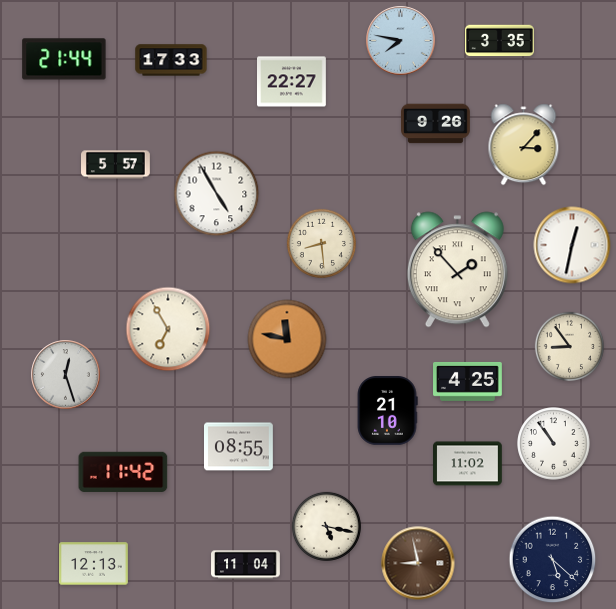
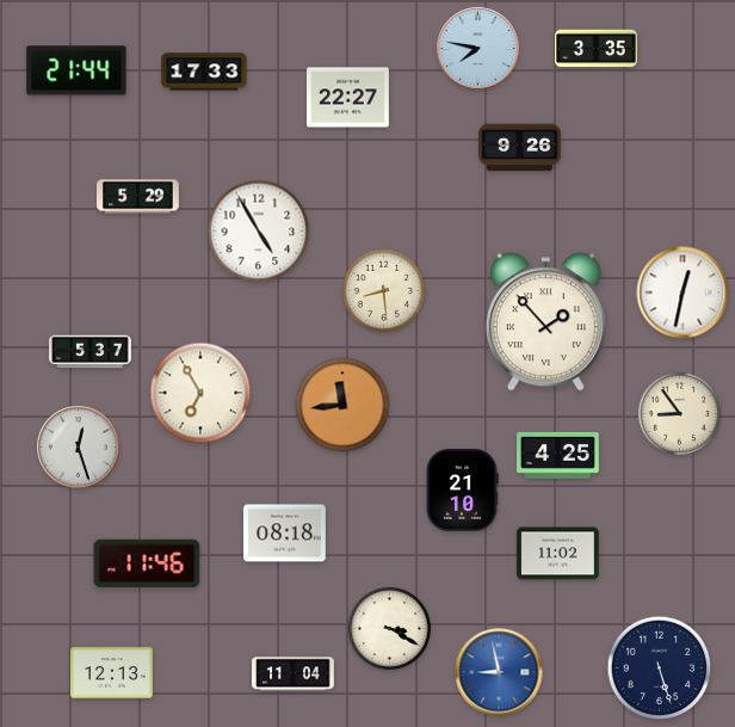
clock at (524, 145): 3:07 -> none
clock at (116, 165): 5:57 -> 5:29
clock at (91, 352): none -> 5:37
clock at (287, 339): 11:47 -> 11:44
clock at (554, 444): 10:54 -> none
clock at (239, 447): 08:55 -> 08:18
clock at (123, 472): 11:42 -> 11:46
clock at (326, 526): 5:17 -> 3:20
clock at (553, 560): 5:22 -> 5:27
clock at (418, 563) dial: brown -> blue
